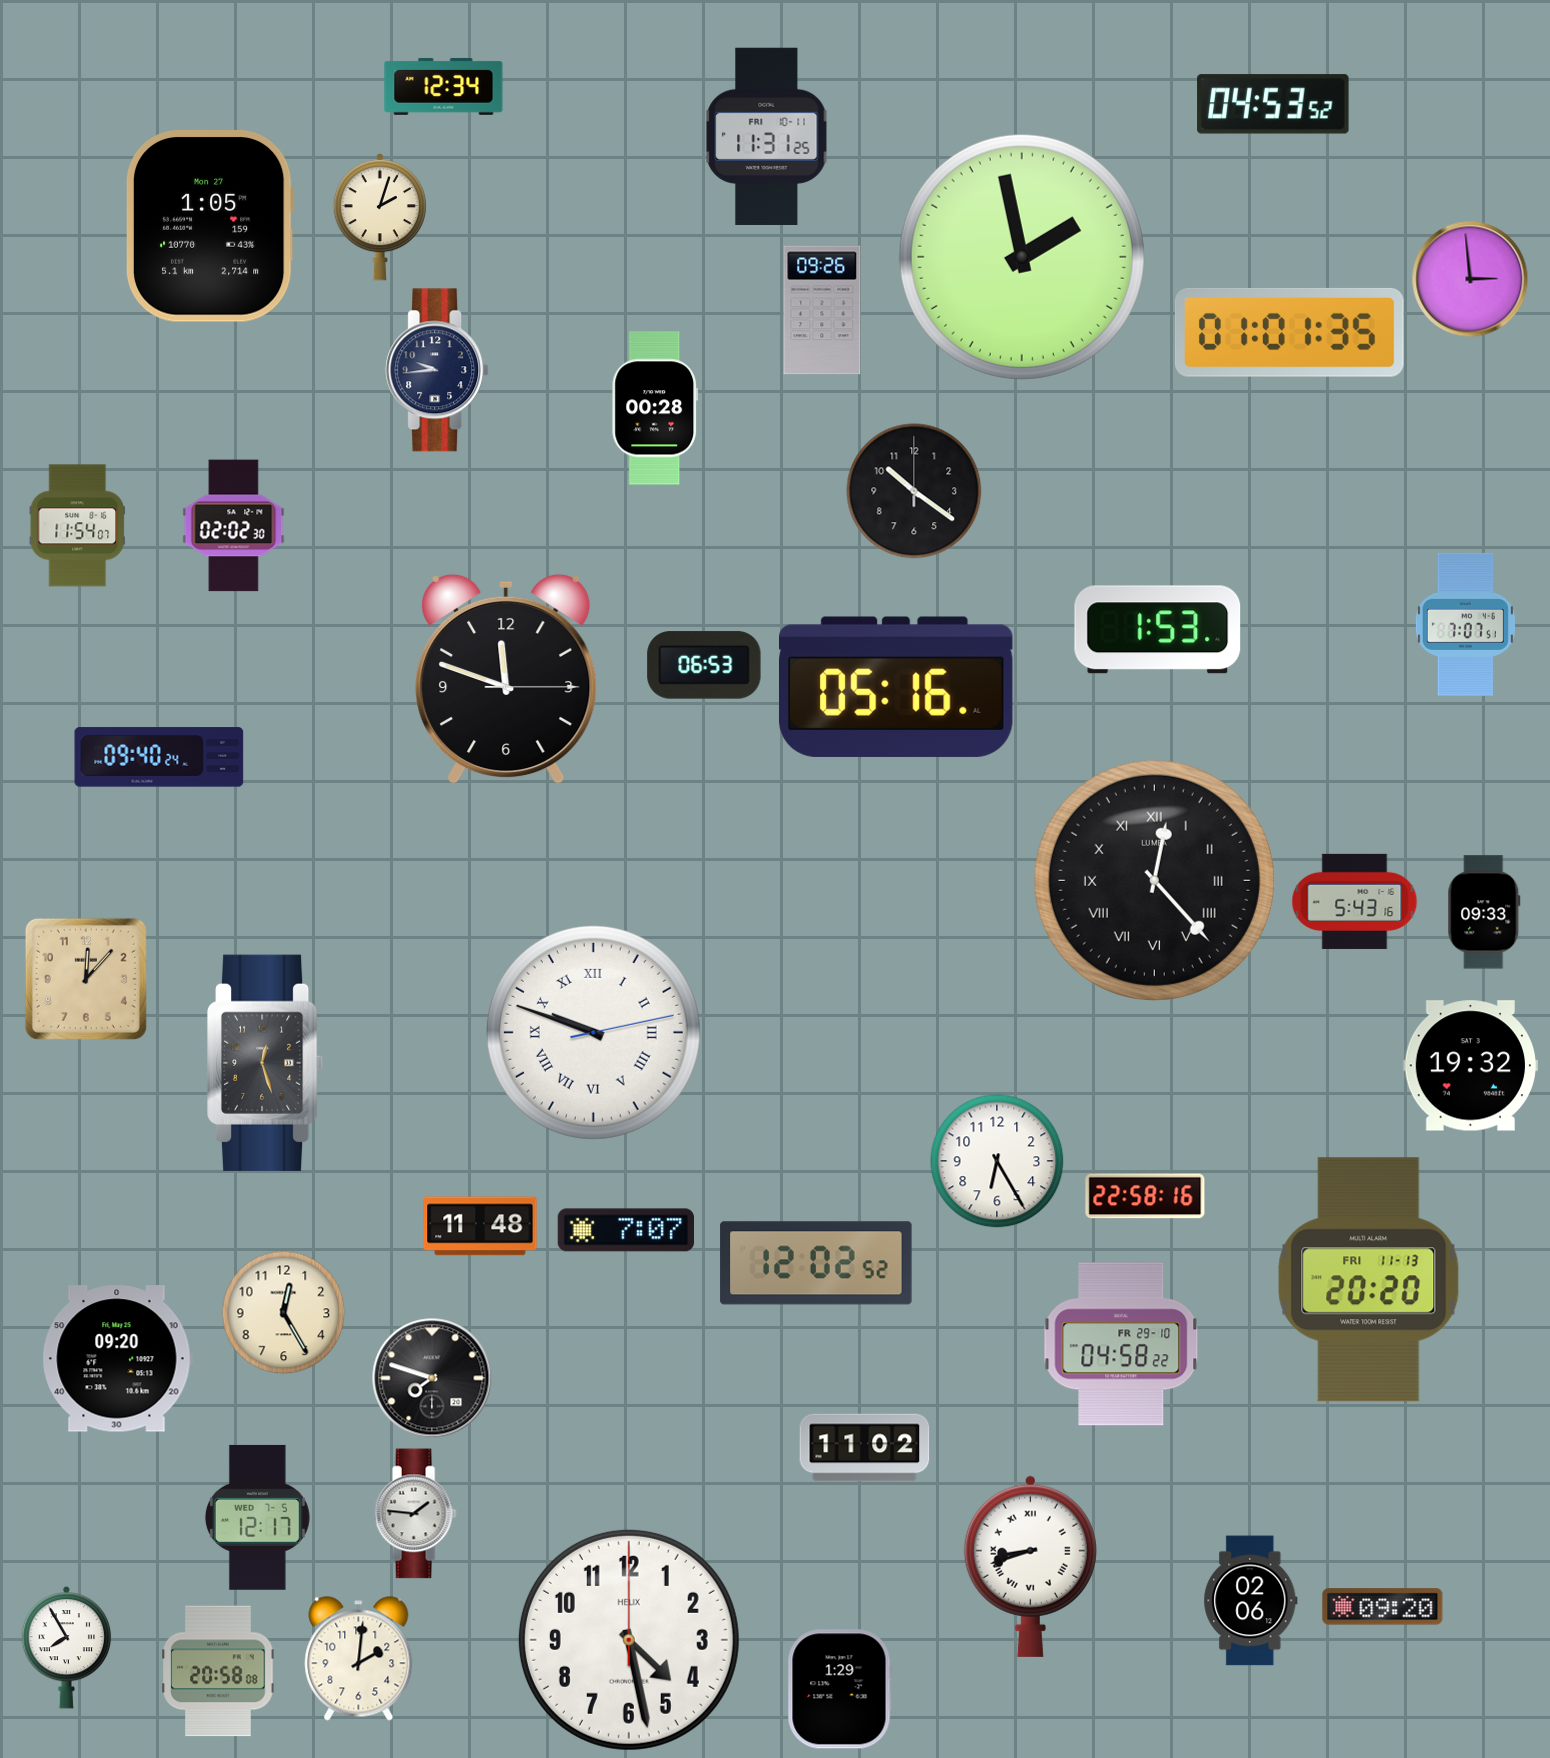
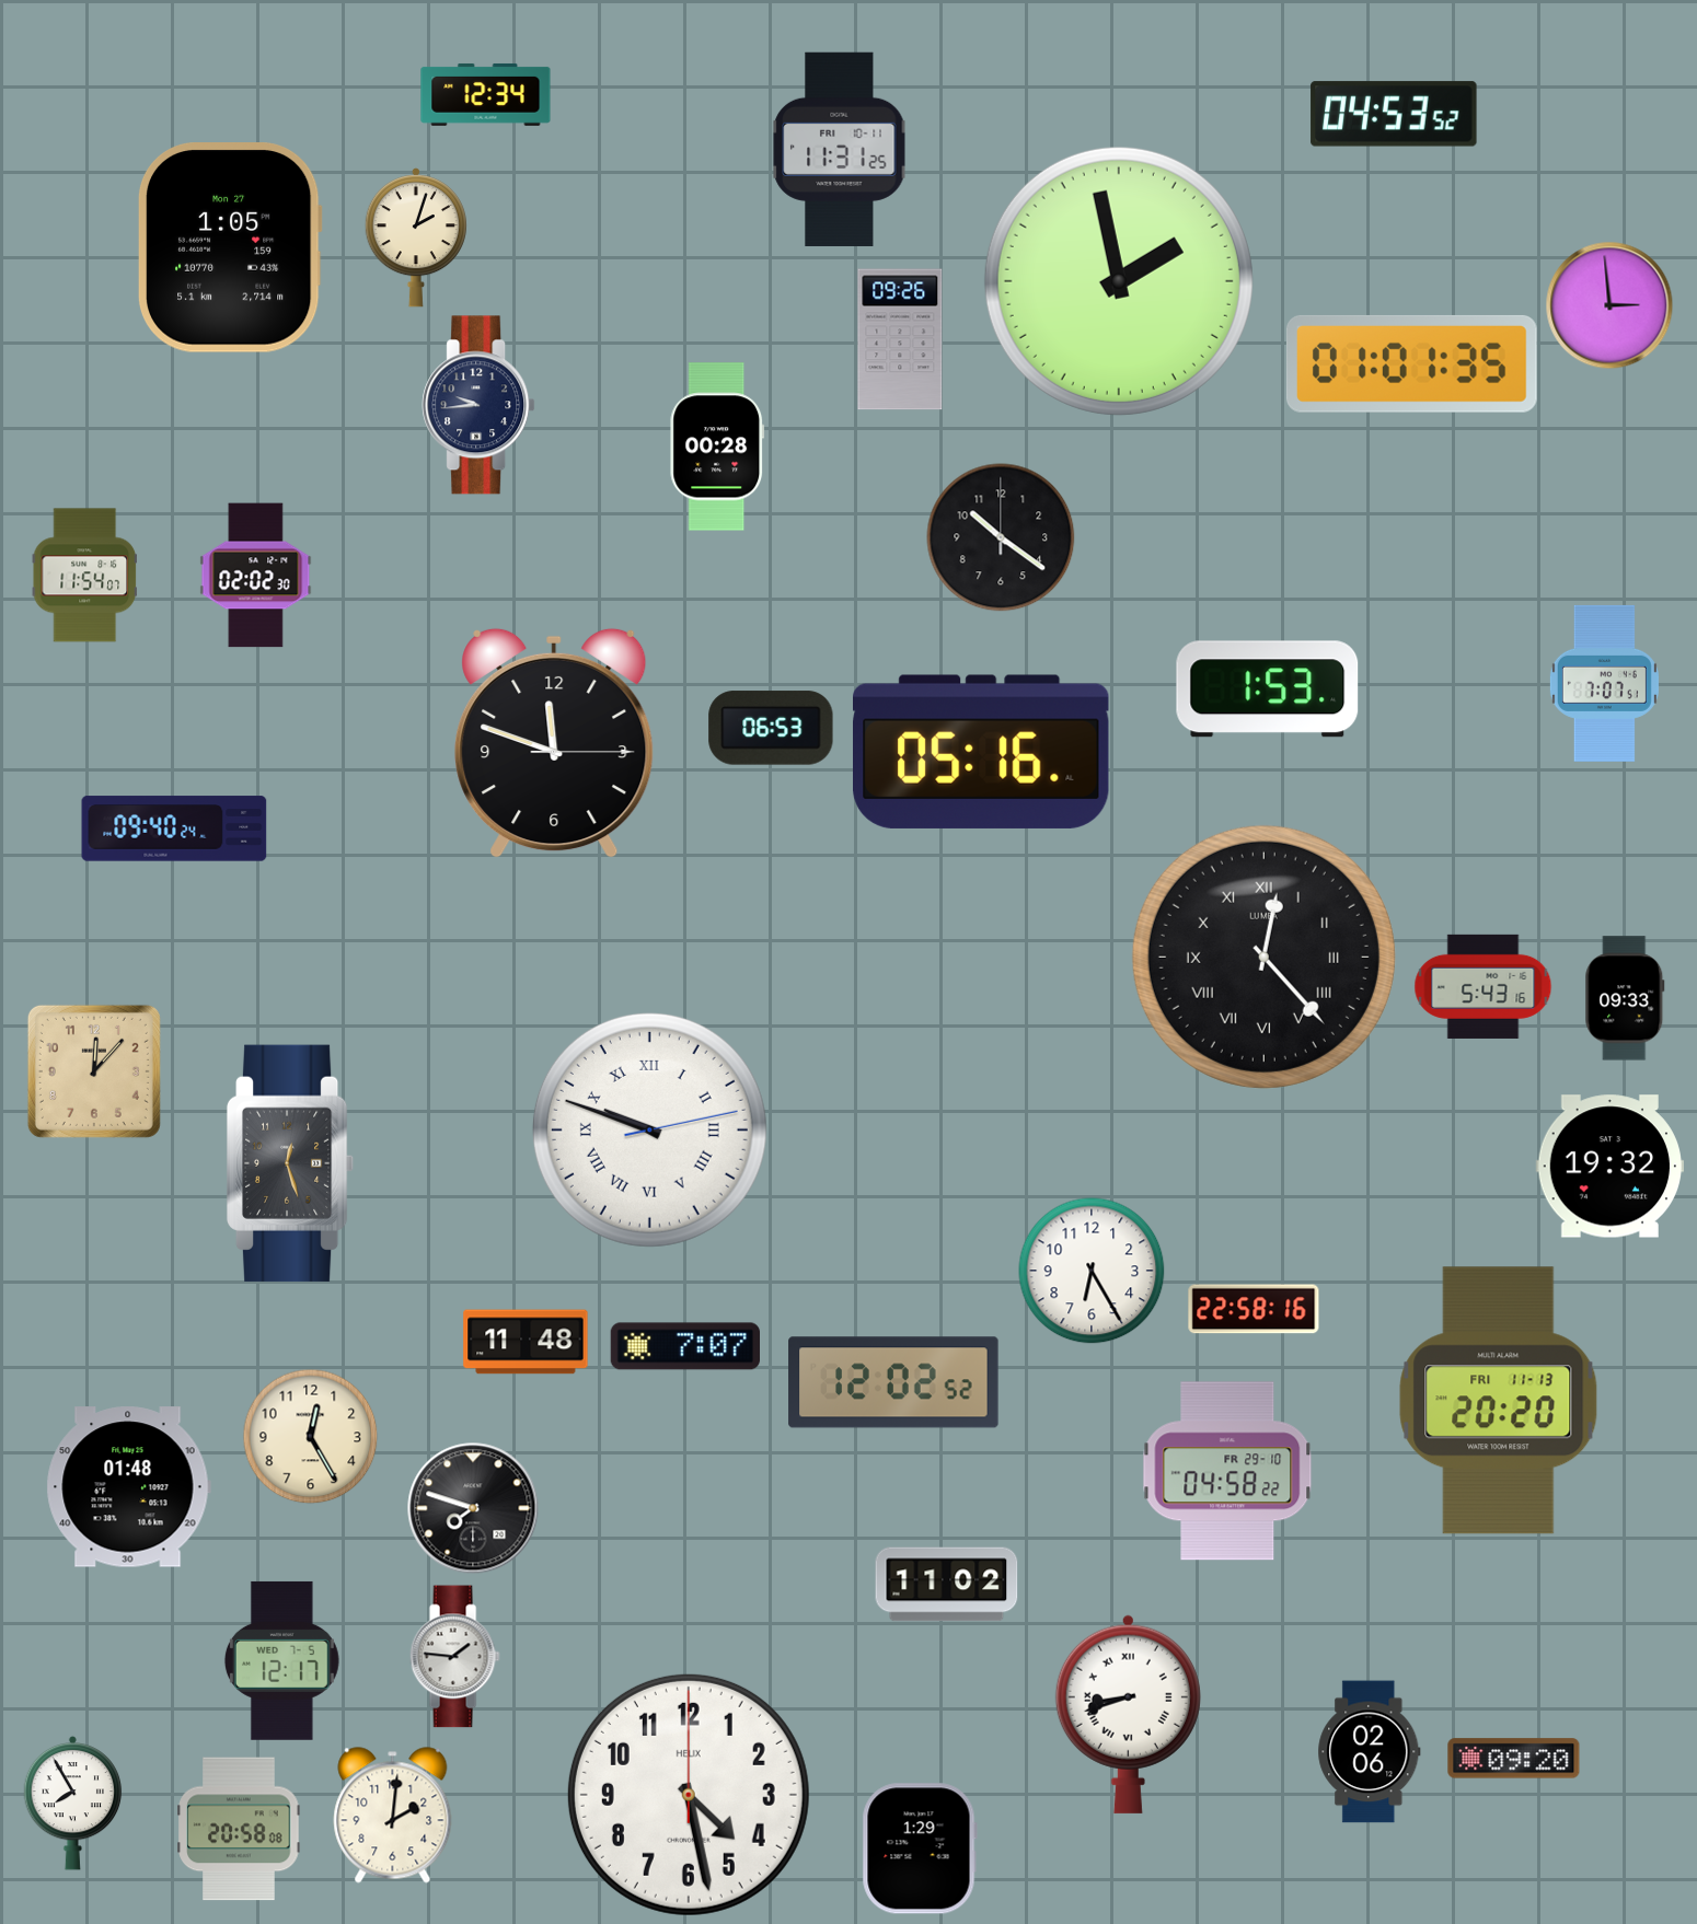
clock at (1154, 880) position: (1154, 880) -> (1263, 957)
clock at (117, 1359): 09:20 -> 01:48
